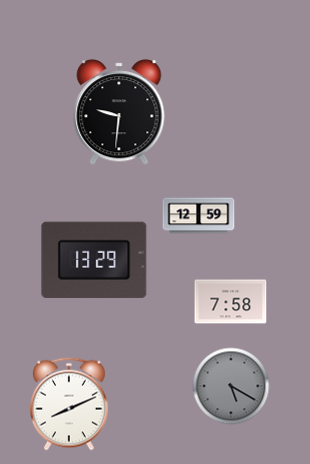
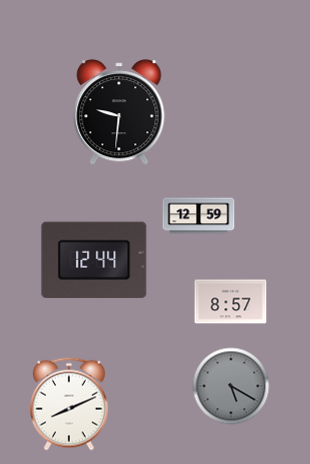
clock at (94, 260): 13:29 -> 12:44
clock at (231, 302): 7:58 -> 8:57
